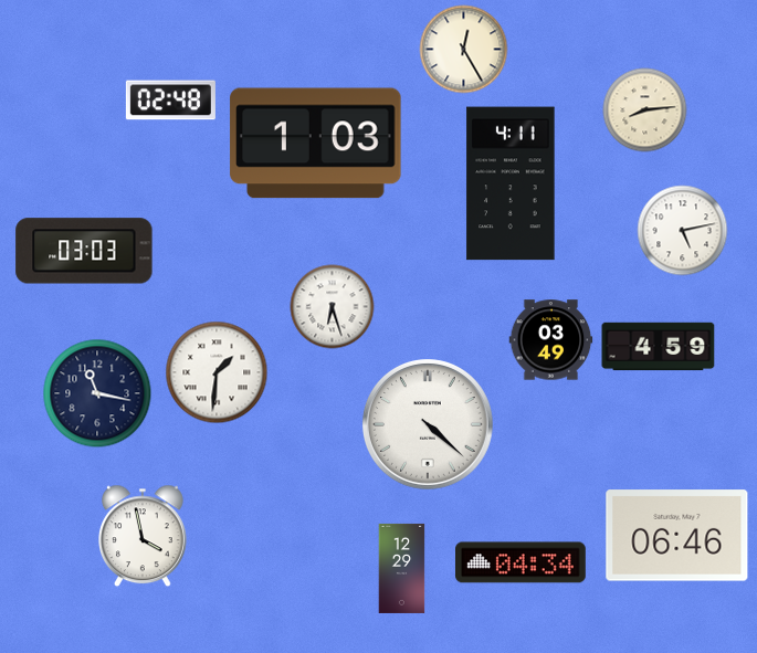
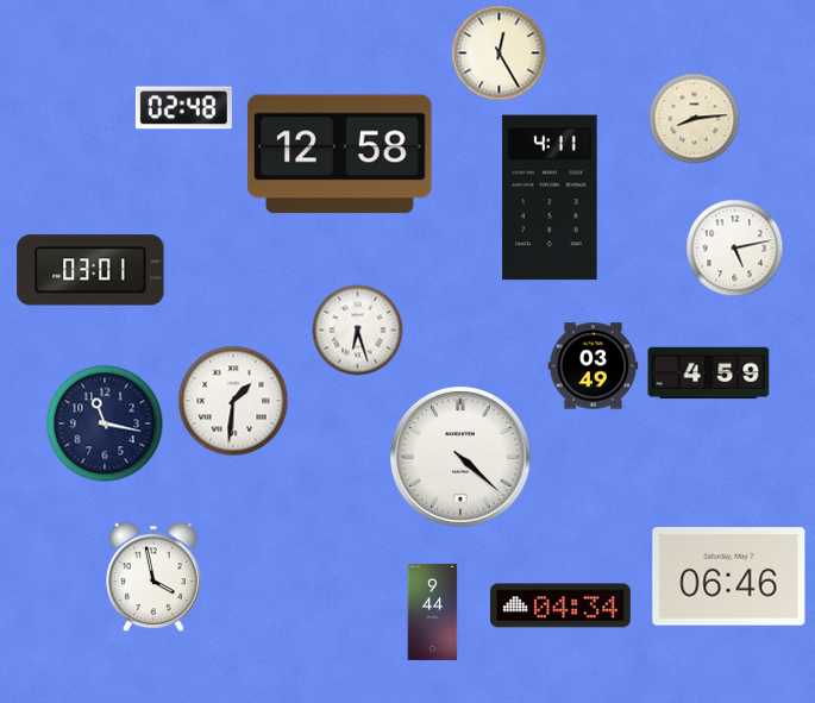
clock at (316, 144): 1:03 -> 12:58
clock at (84, 251): 03:03 -> 03:01
clock at (402, 568): 12:29 -> 9:44
